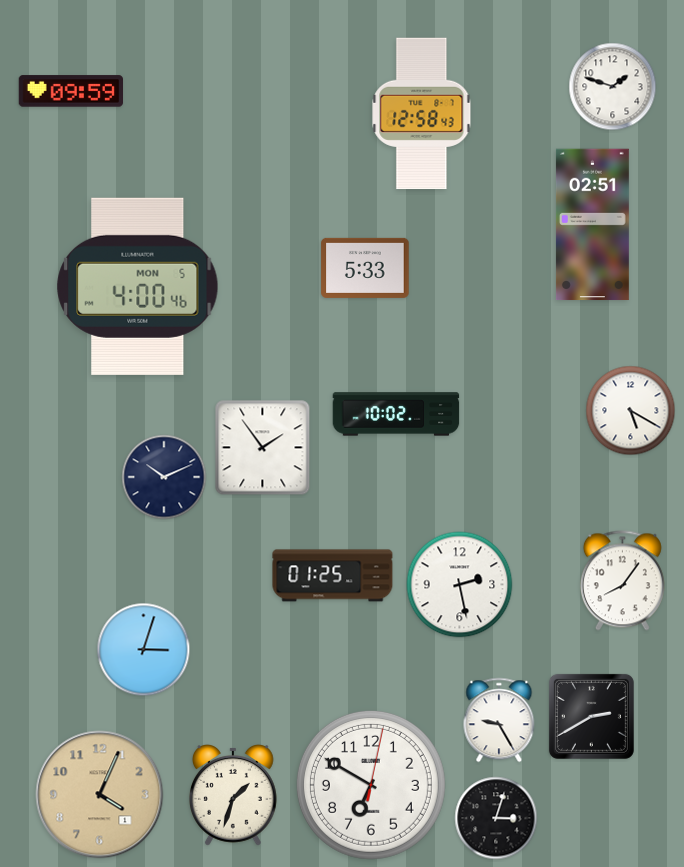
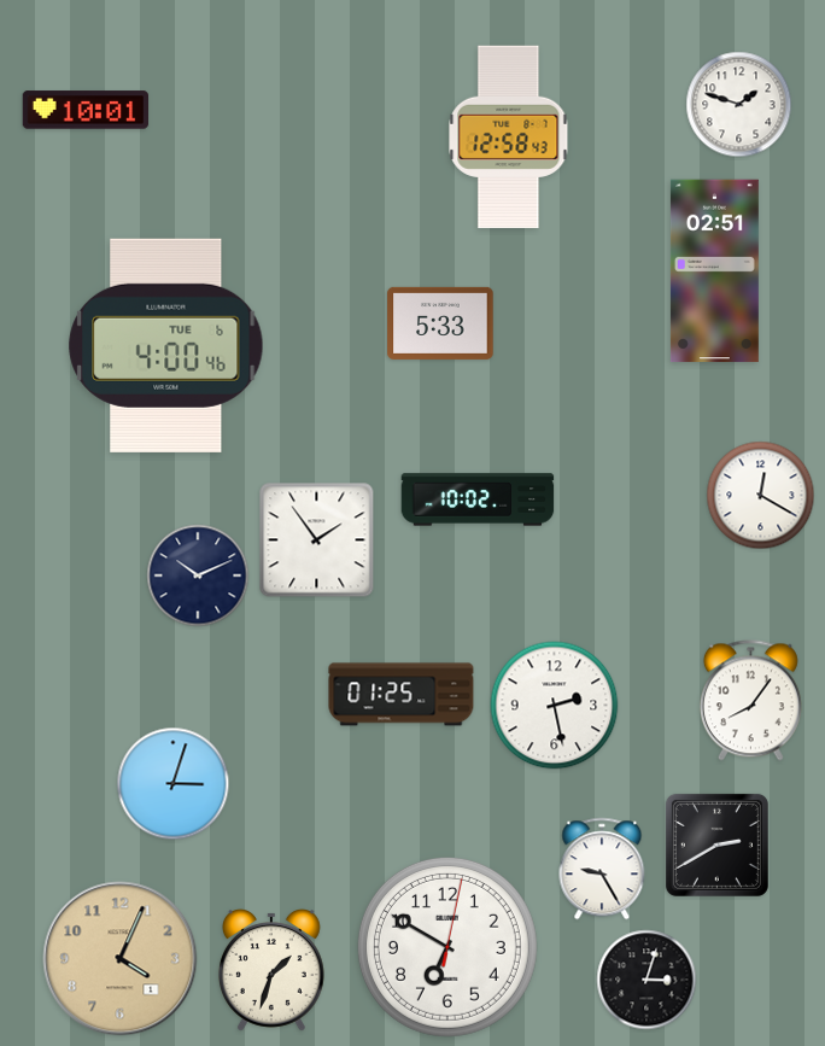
clock at (70, 91): 09:59 -> 10:01
clock at (138, 286) date: MON 5 -> TUE 6
clock at (631, 411): 5:20 -> 12:20
clock at (591, 716) position: (591, 716) -> (716, 845)
clock at (233, 796) position: (233, 796) -> (271, 971)
clock at (496, 818) position: (496, 818) -> (646, 980)
